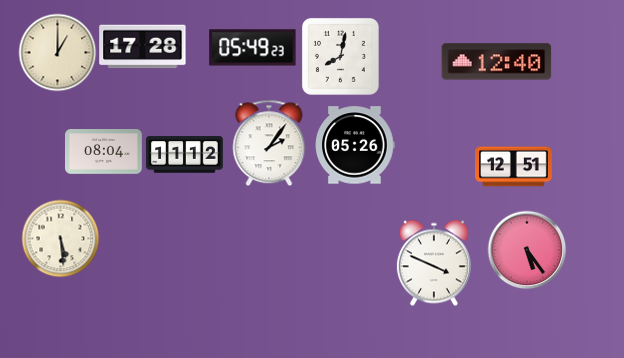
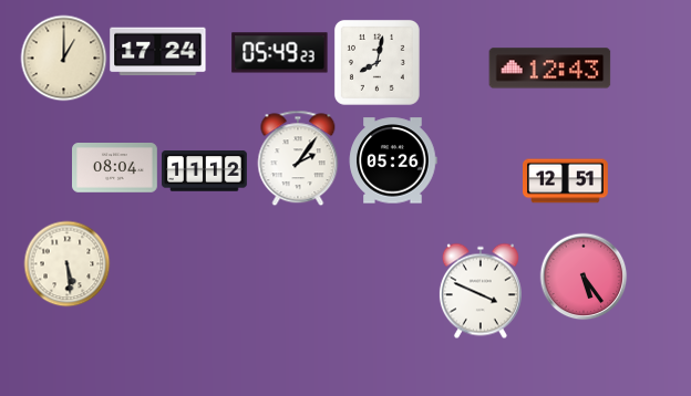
clock at (143, 47): 17:28 -> 17:24
clock at (497, 62): 12:40 -> 12:43
clock at (514, 167) position: (514, 167) -> (566, 181)
